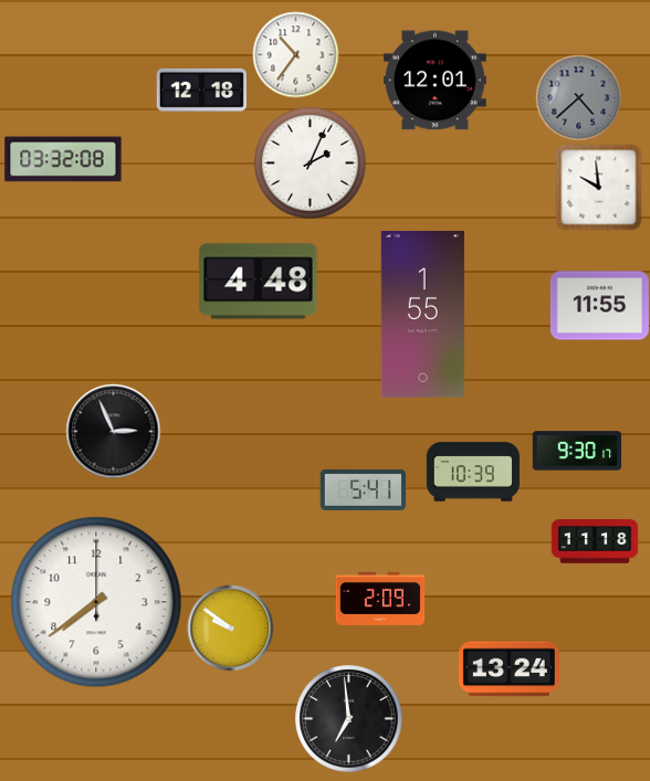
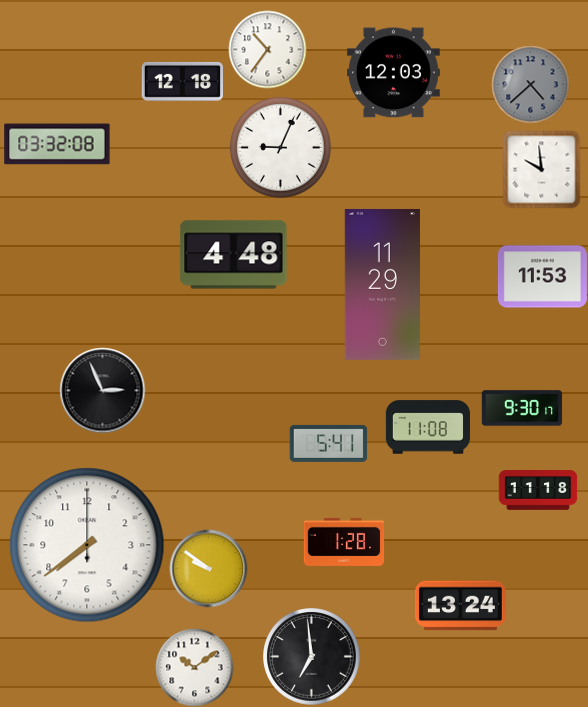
clock at (436, 81): 12:01 -> 12:03
clock at (578, 97) position: (578, 97) -> (530, 84)
clock at (311, 163): 2:04 -> 9:04
clock at (599, 306): 11:55 -> 11:53
clock at (422, 314): 1:55 -> 11:29
clock at (473, 472): 10:39 -> 11:08
clock at (380, 599): 2:09 -> 1:28
clock at (349, 719) position: (349, 719) -> (312, 657)
clock at (194, 667): none -> 10:09
